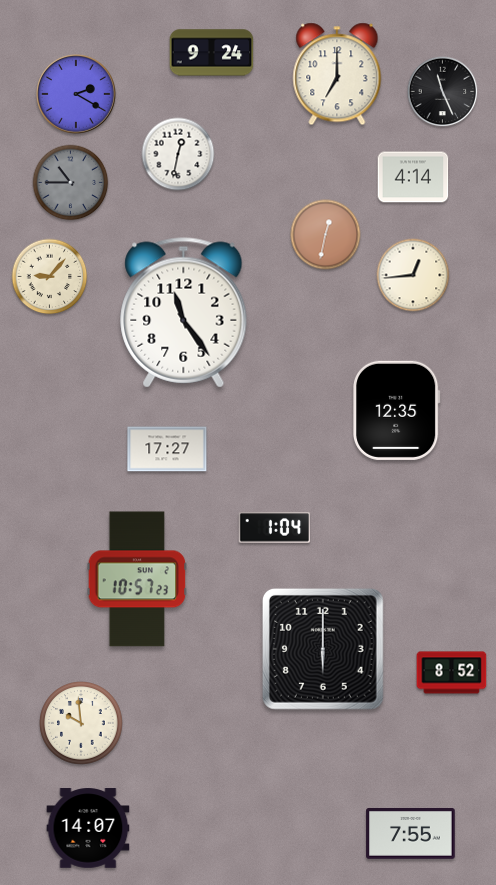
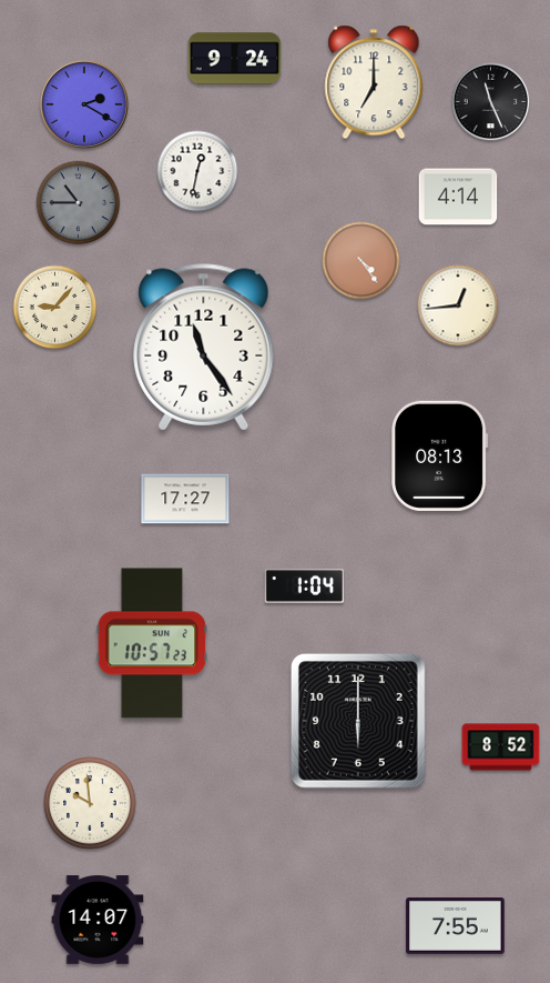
clock at (326, 235): 12:32 -> 4:24
clock at (397, 410): 12:35 -> 08:13
